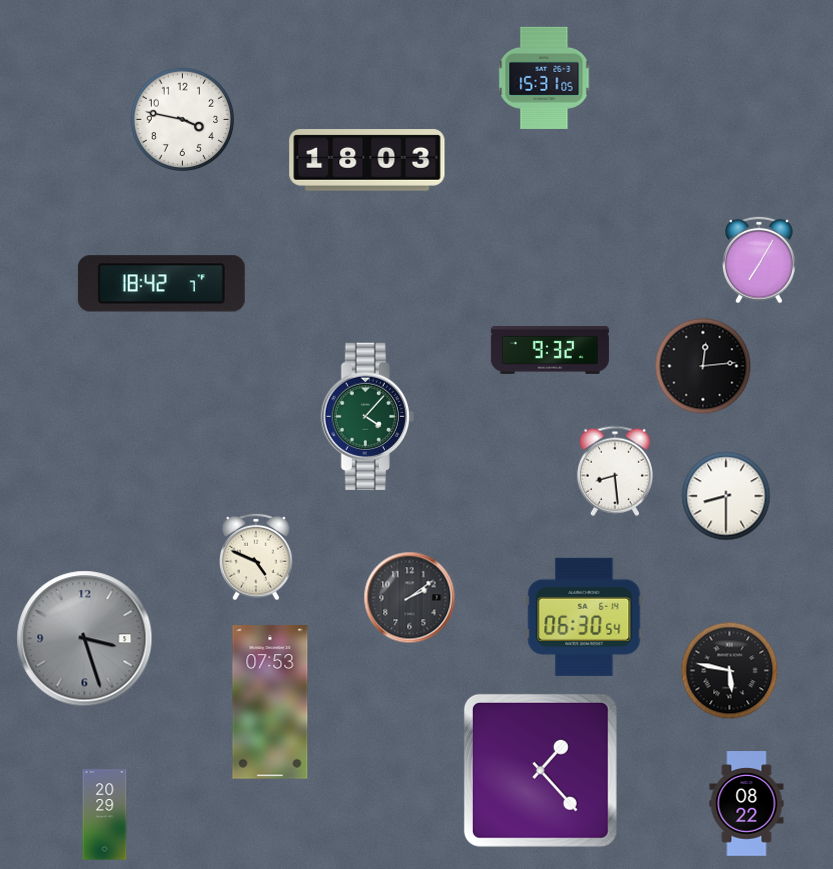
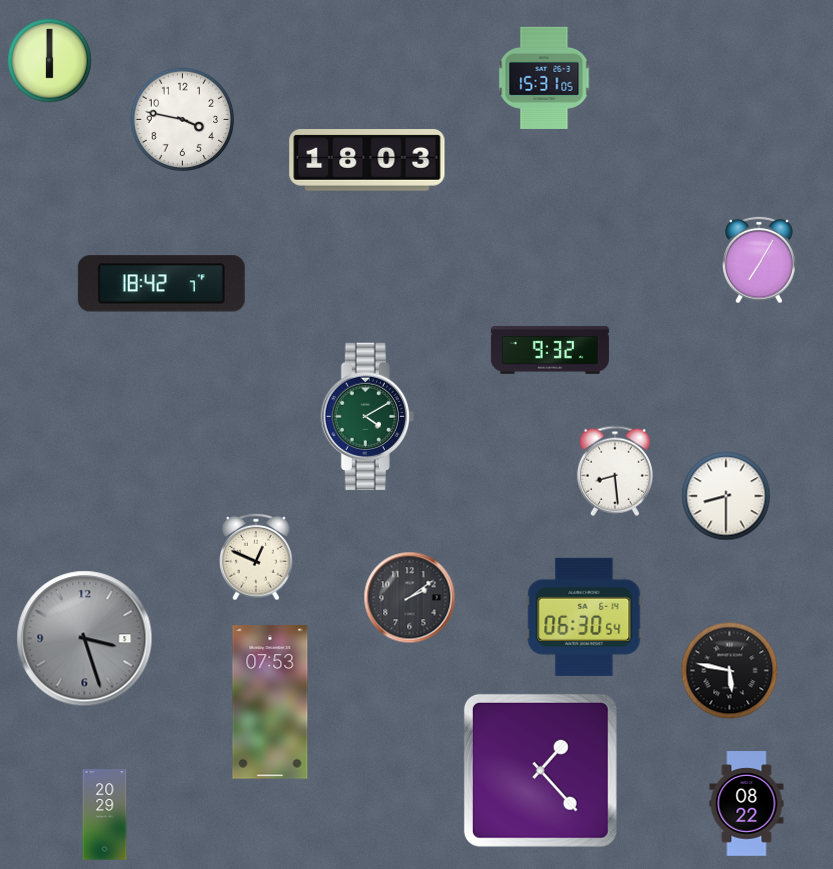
clock at (50, 61): none -> 6:00
clock at (703, 366): 12:14 -> none
clock at (367, 417): 4:07 -> 4:10
clock at (257, 557): 4:49 -> 12:49
